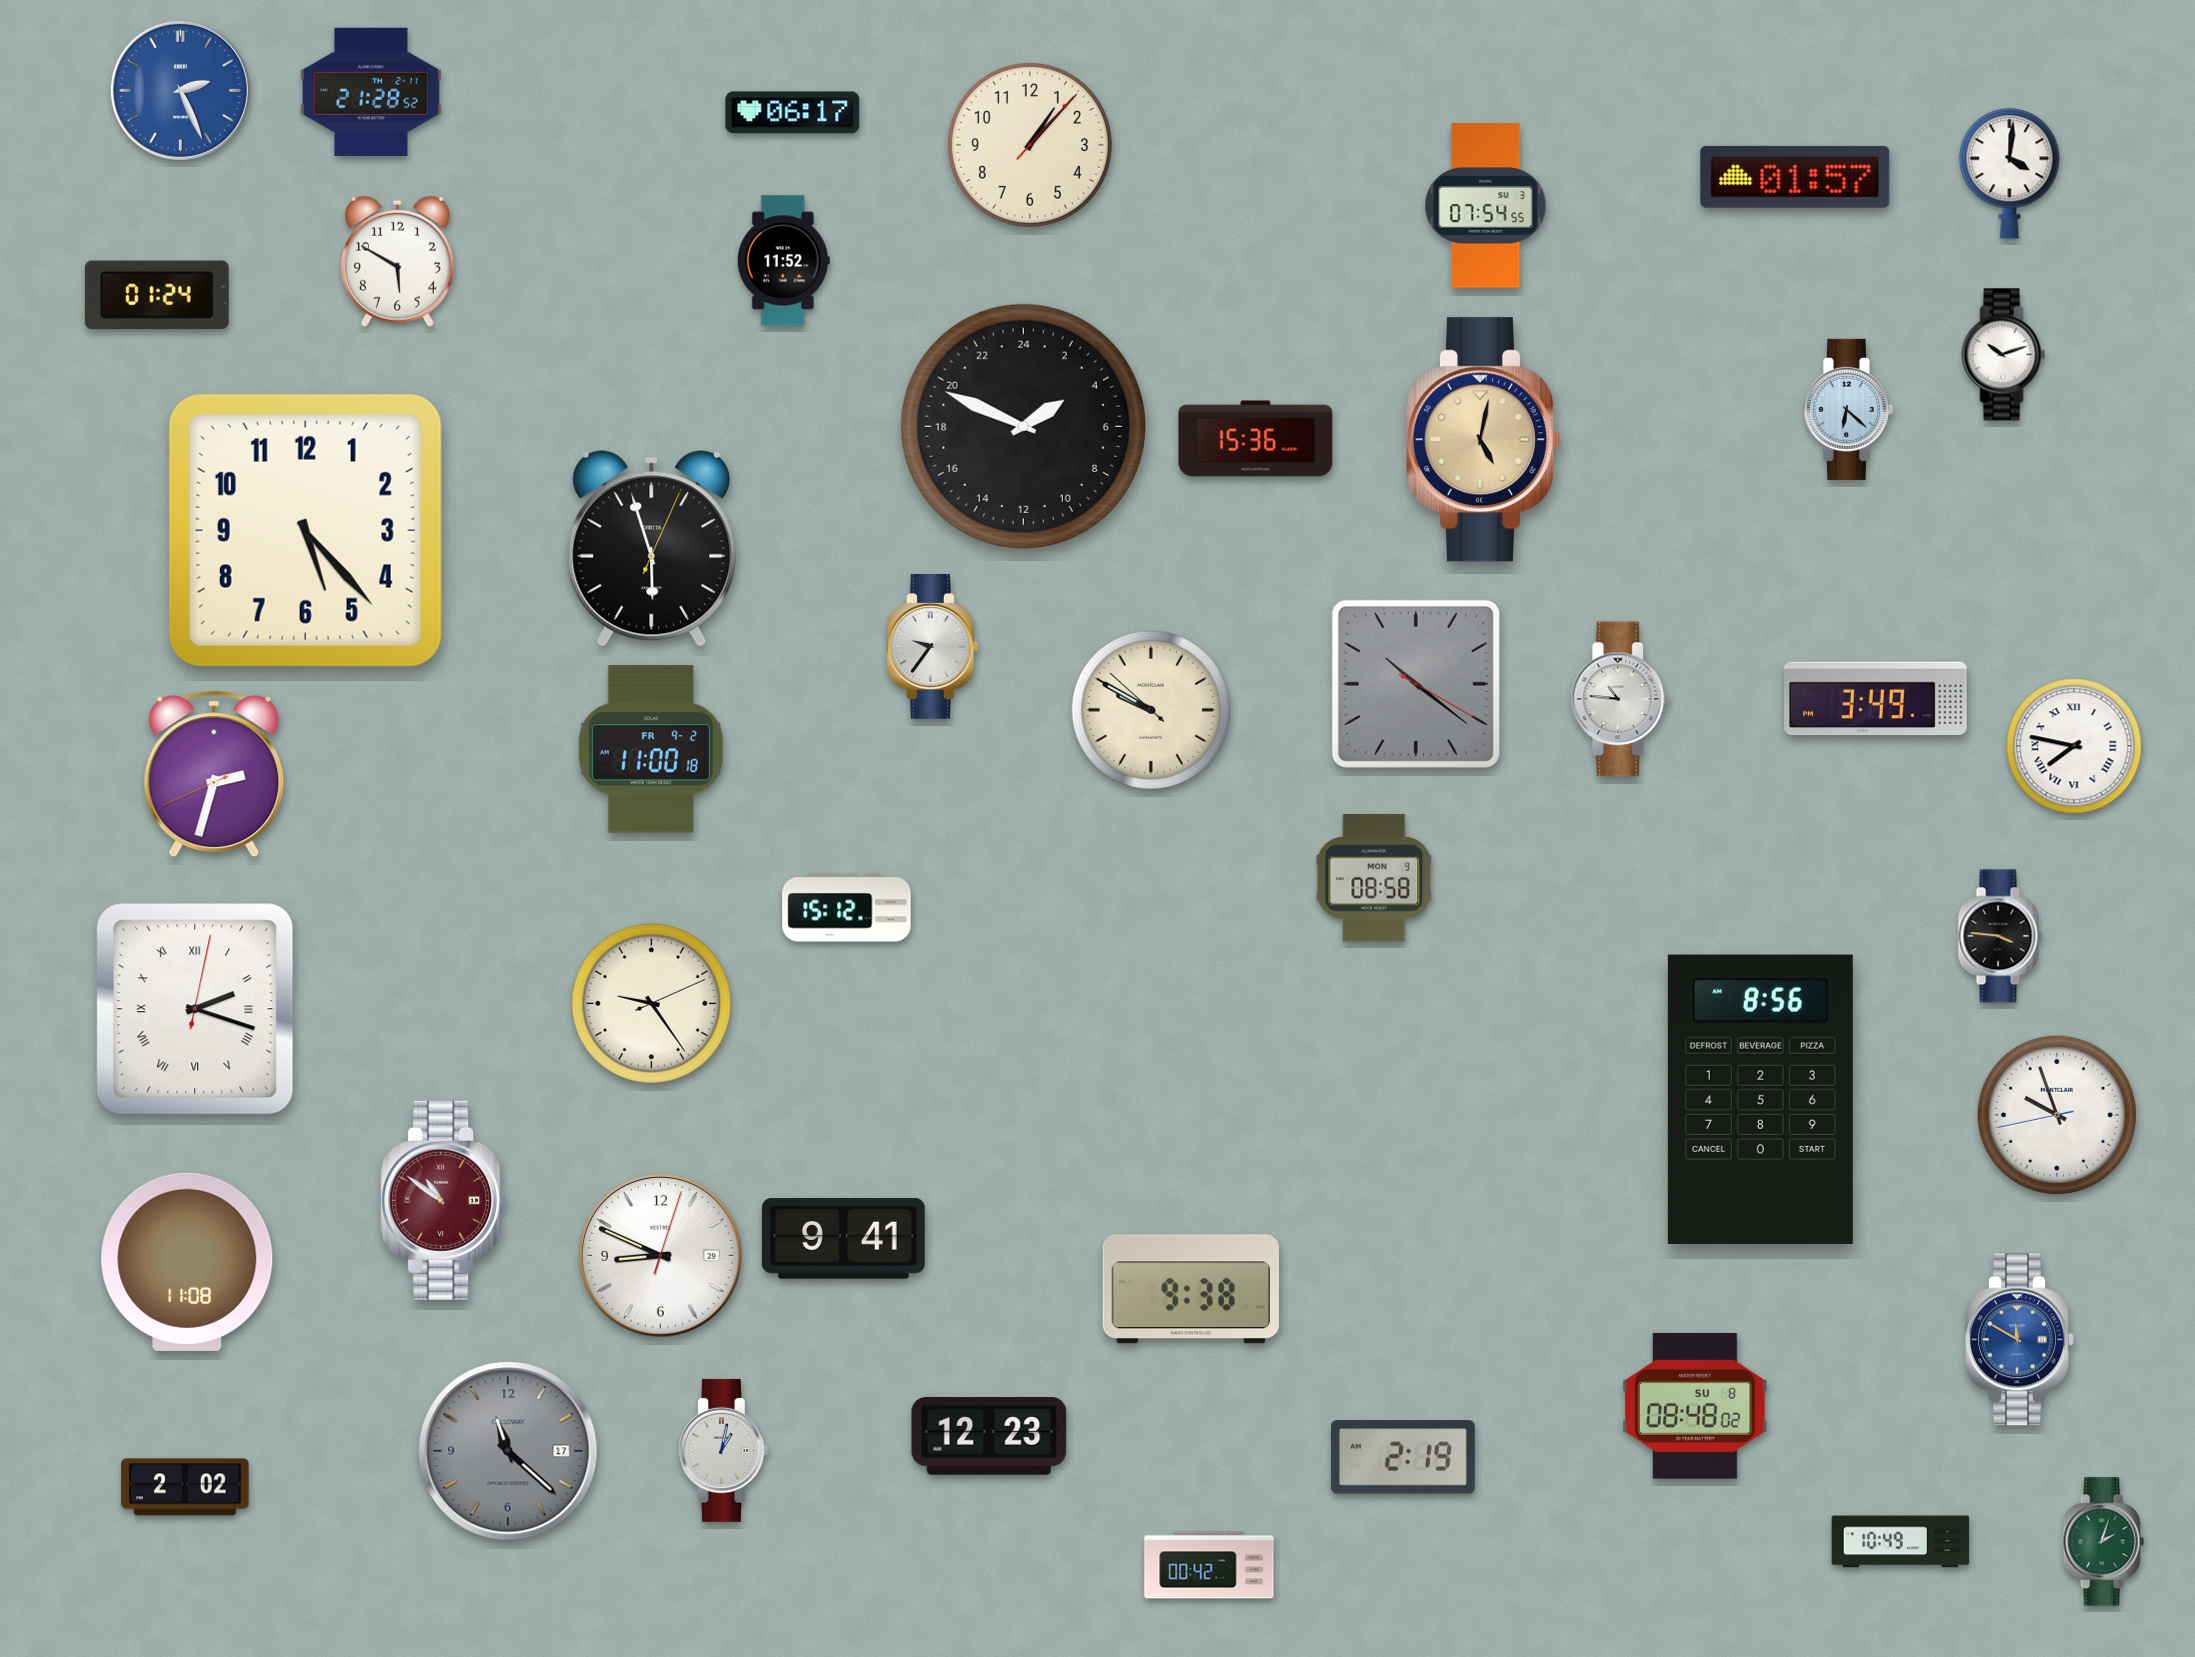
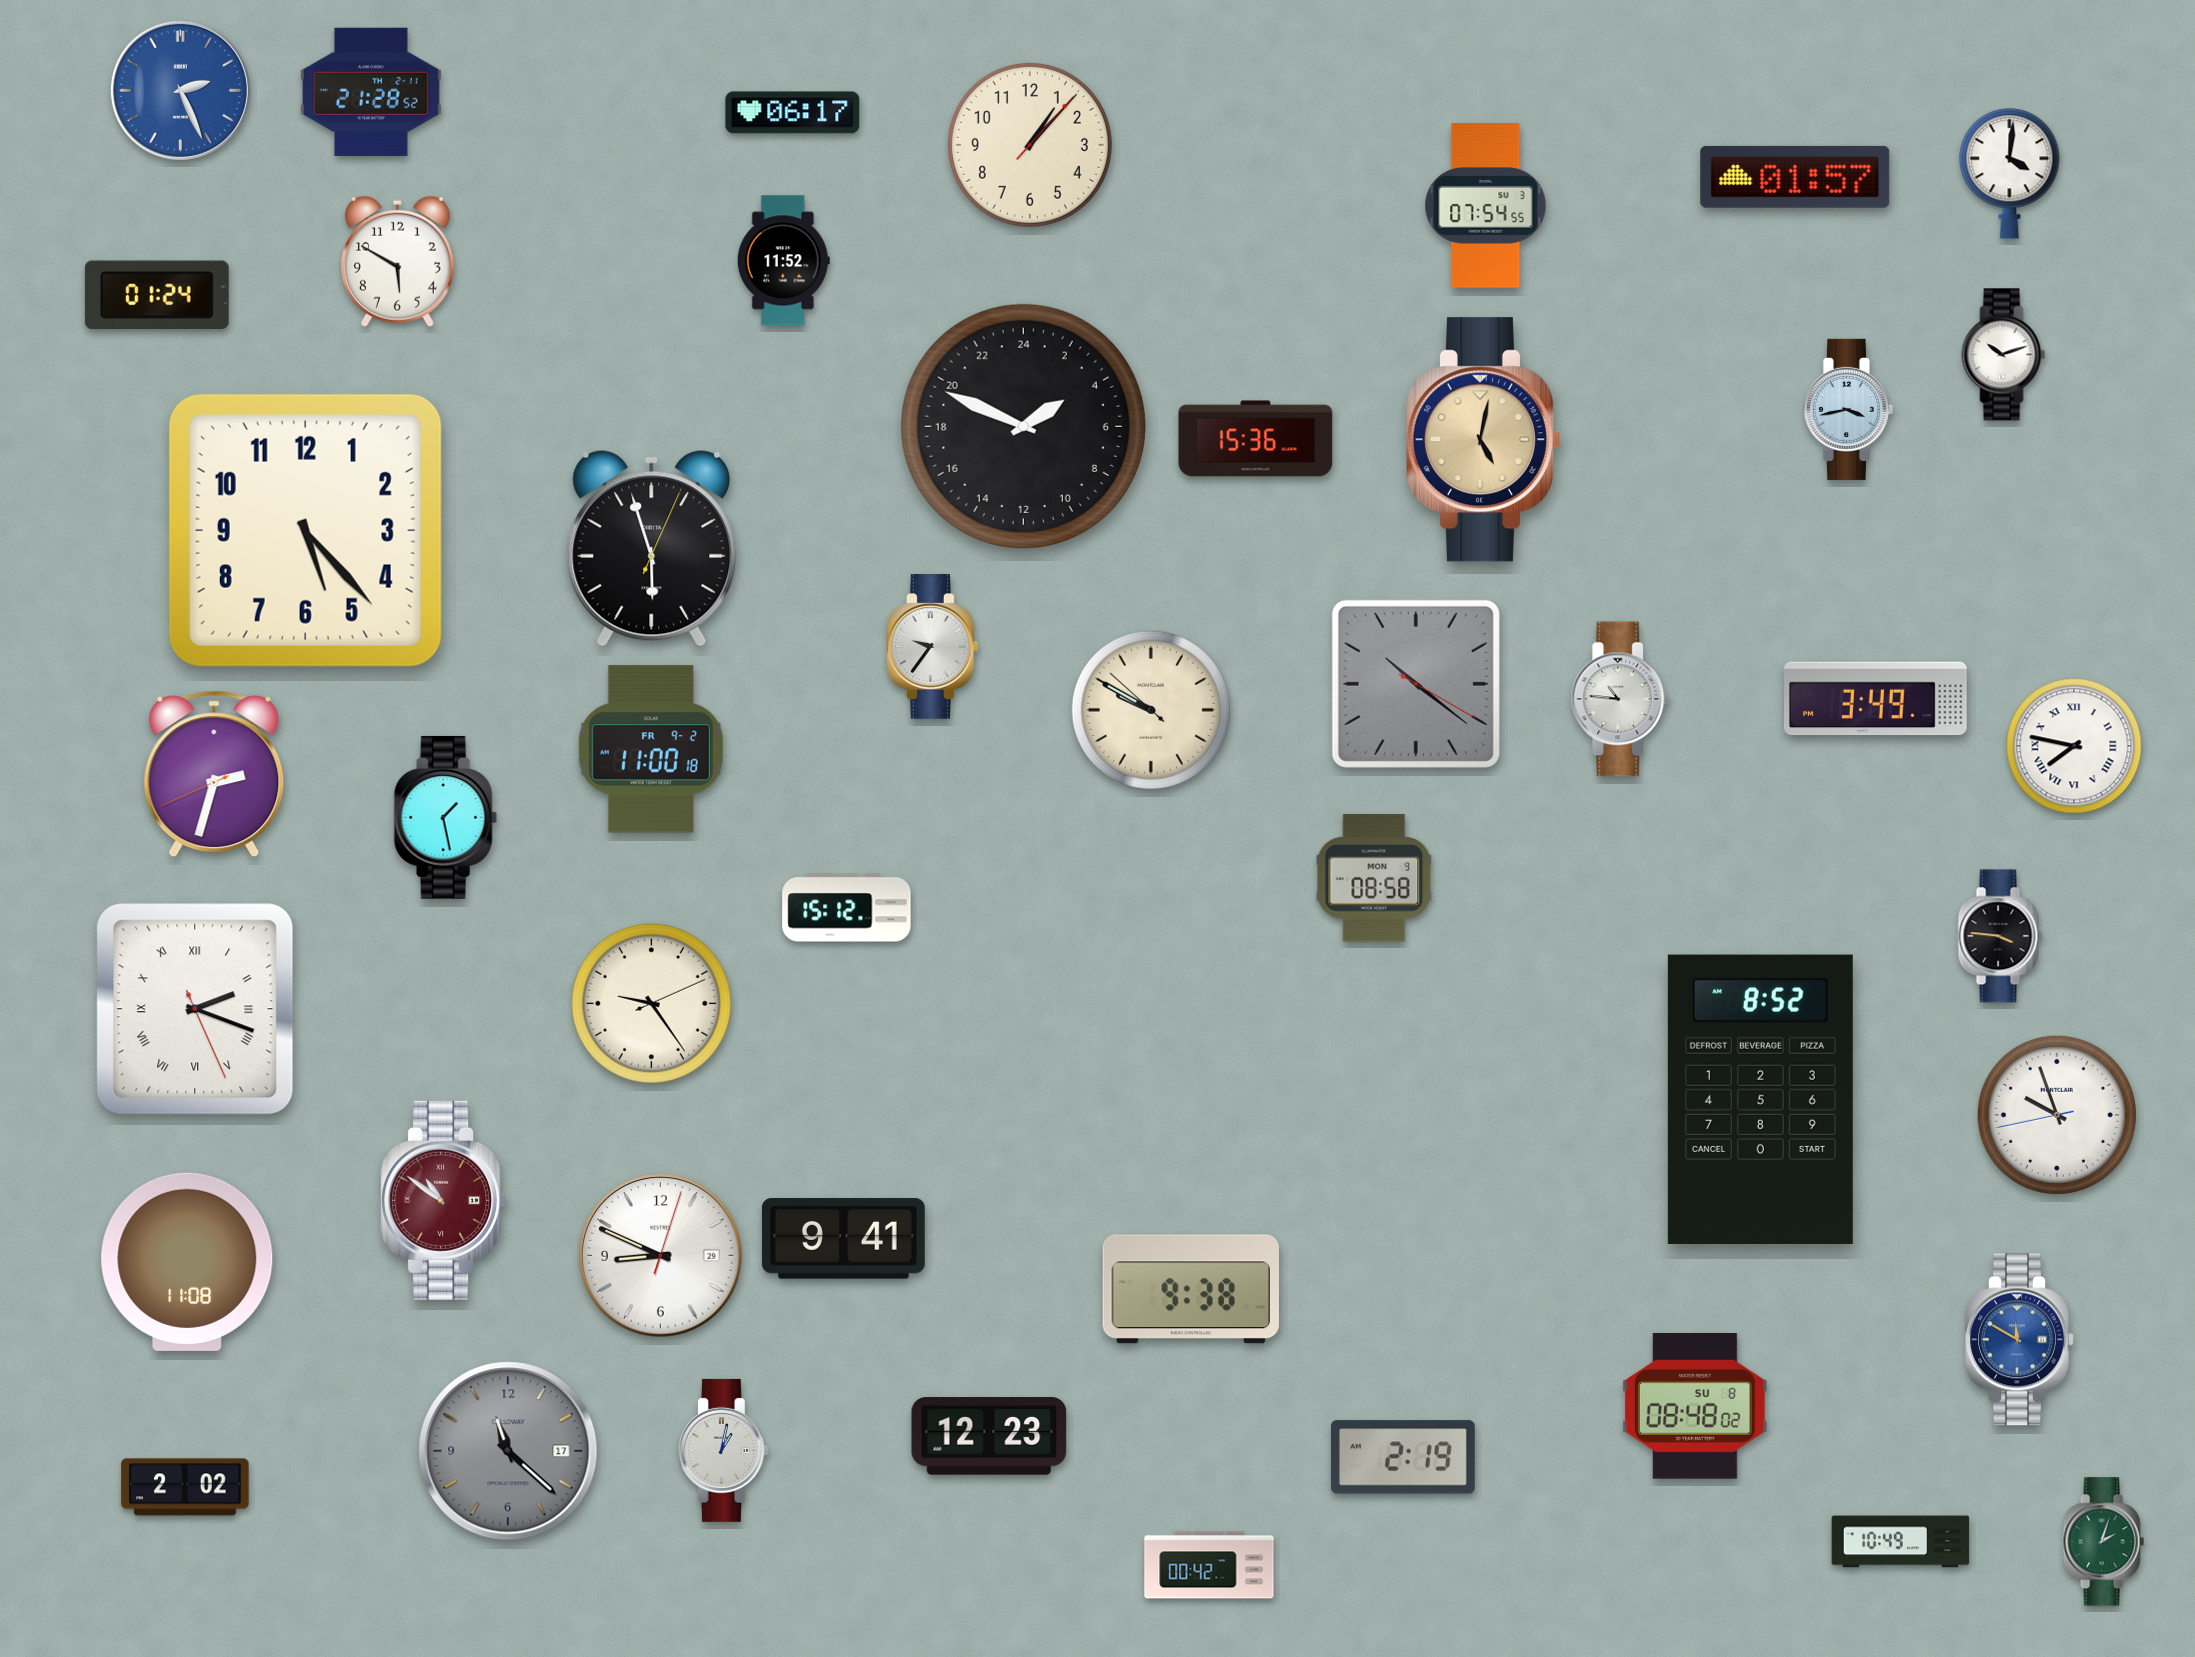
clock at (1848, 409): 6:22 -> 3:43
clock at (445, 817): none -> 1:28
clock at (195, 1009): 2:18:02 -> 2:18:26
clock at (1760, 1099): 8:56 -> 8:52
